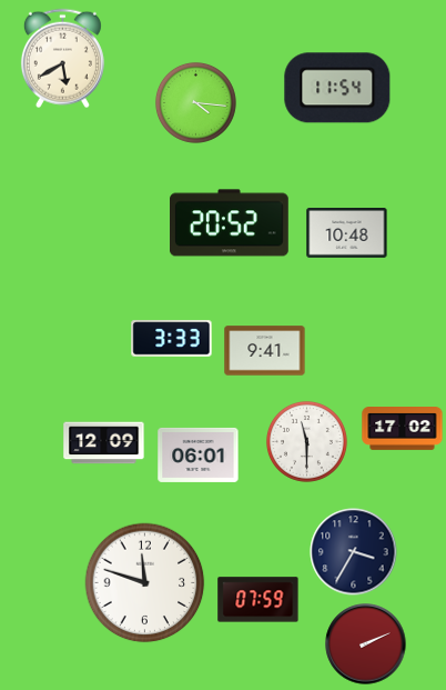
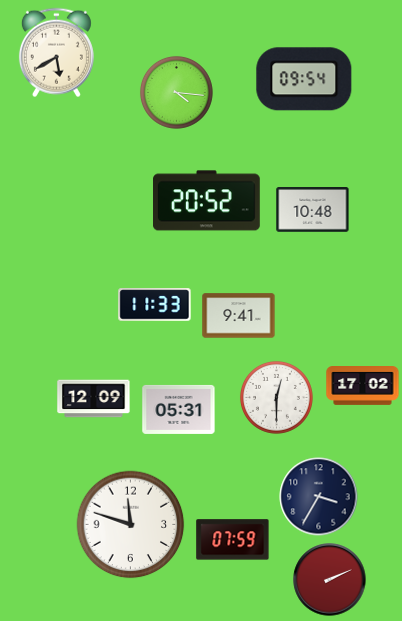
clock at (337, 88): 11:54 -> 09:54
clock at (172, 339): 3:33 -> 11:33
clock at (306, 441): 11:30 -> 12:30
clock at (199, 454): 06:01 -> 05:31
